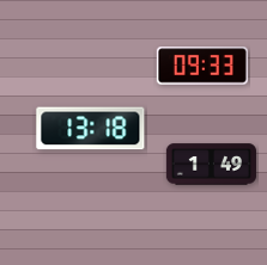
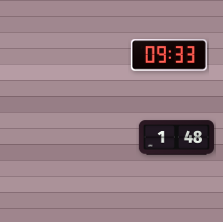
clock at (91, 129): 13:18 -> none
clock at (211, 165): 1:49 -> 1:48
